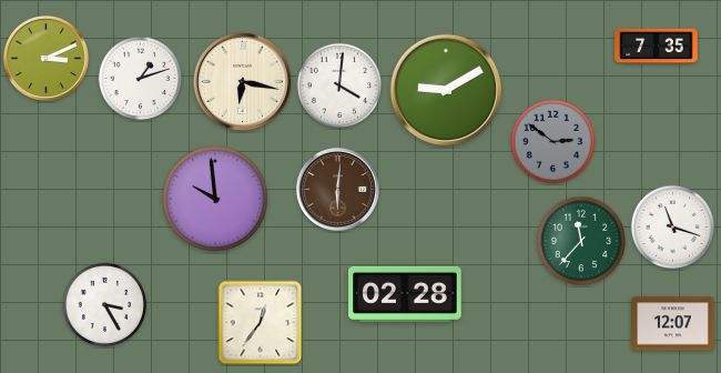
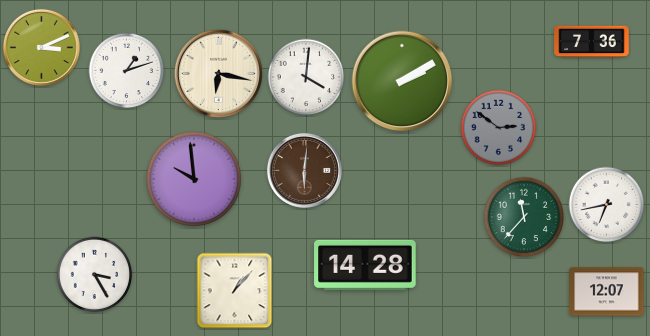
clock at (657, 47): 7:35 -> 7:36
clock at (45, 58) position: (45, 58) -> (41, 47)
clock at (446, 90): 9:10 -> 2:10
clock at (673, 228): 11:18 -> 6:43
clock at (405, 294): 02:28 -> 14:28
clock at (261, 323): 12:36 -> 1:07
